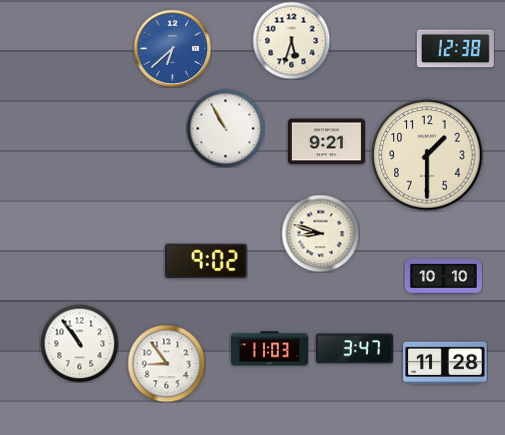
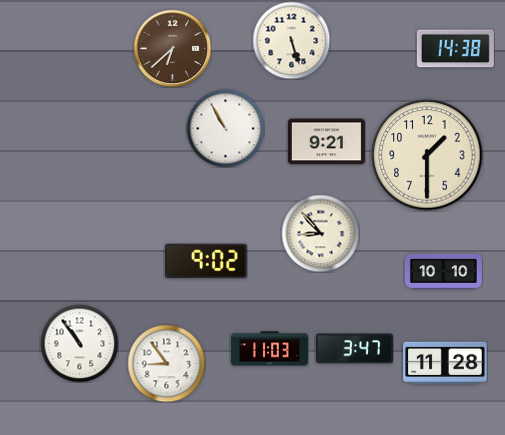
clock at (291, 40): 5:33 -> 5:27
clock at (172, 48) dial: blue -> brown
clock at (455, 49): 12:38 -> 14:38
clock at (320, 233): 8:48 -> 8:53
clock at (443, 276) position: (443, 276) -> (443, 271)
